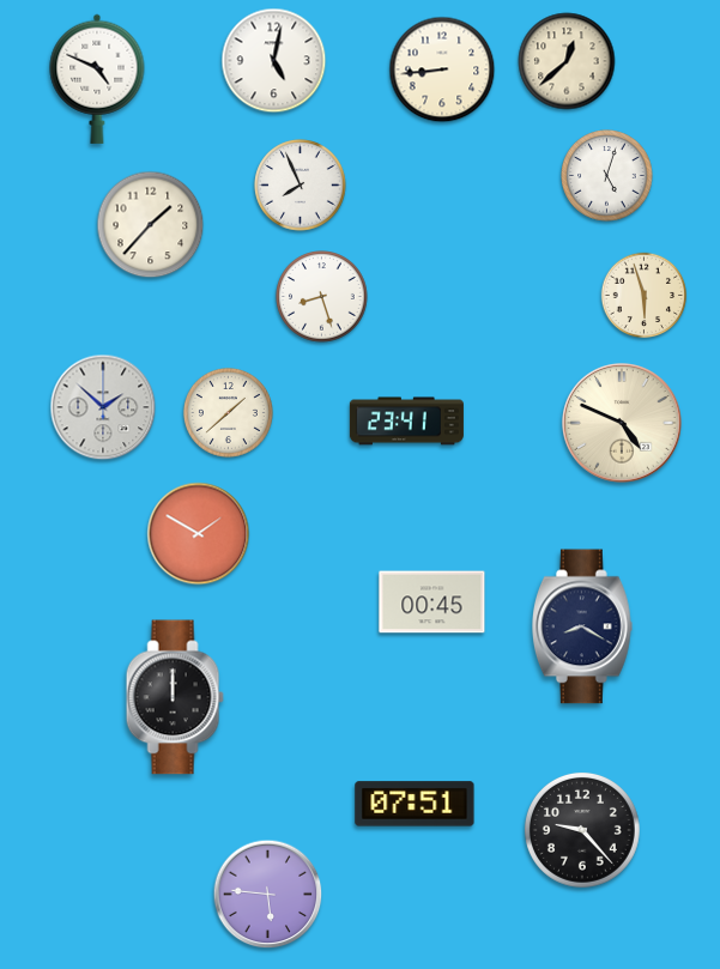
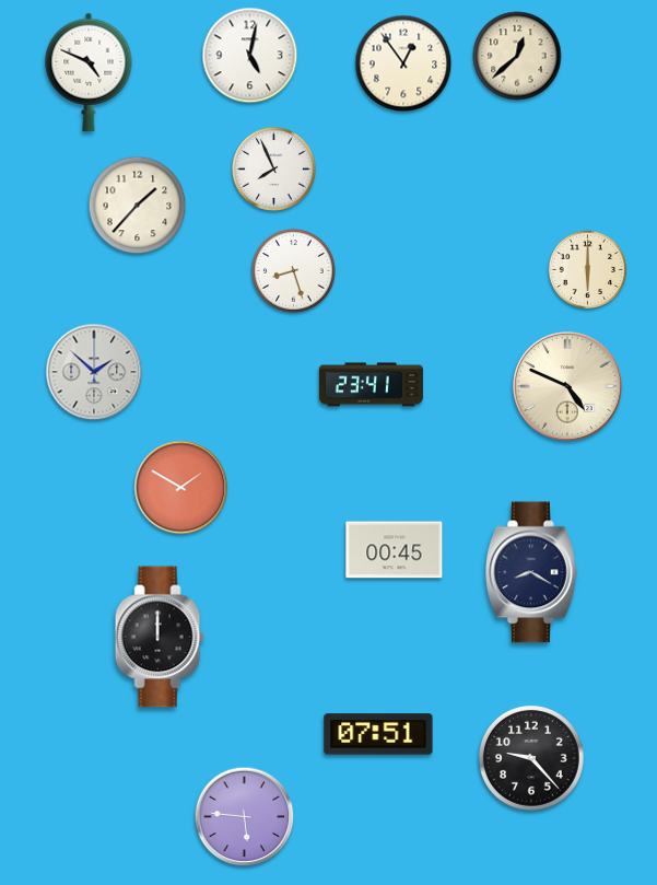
clock at (442, 69): 8:44 -> 12:54
clock at (607, 176): 5:03 -> none
clock at (645, 296): 5:57 -> 6:00
clock at (228, 412): 1:38 -> none
